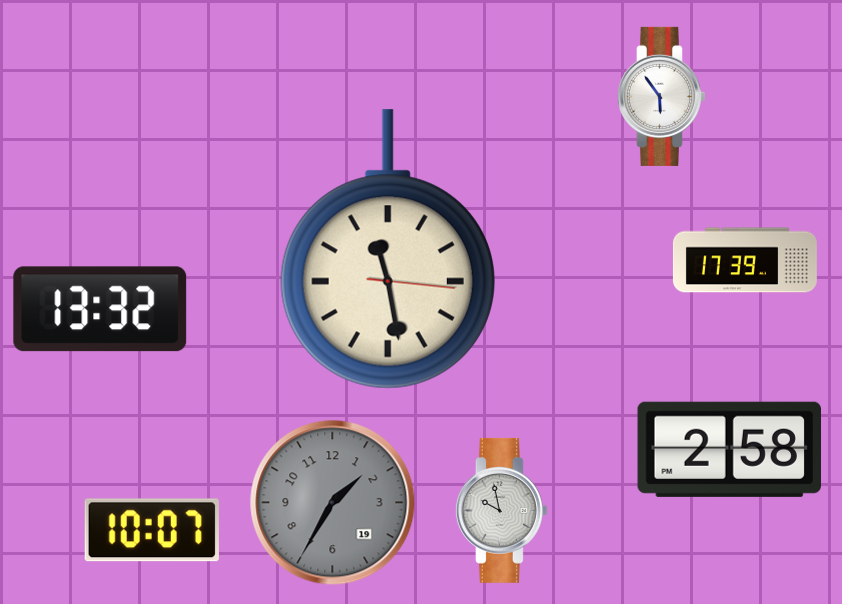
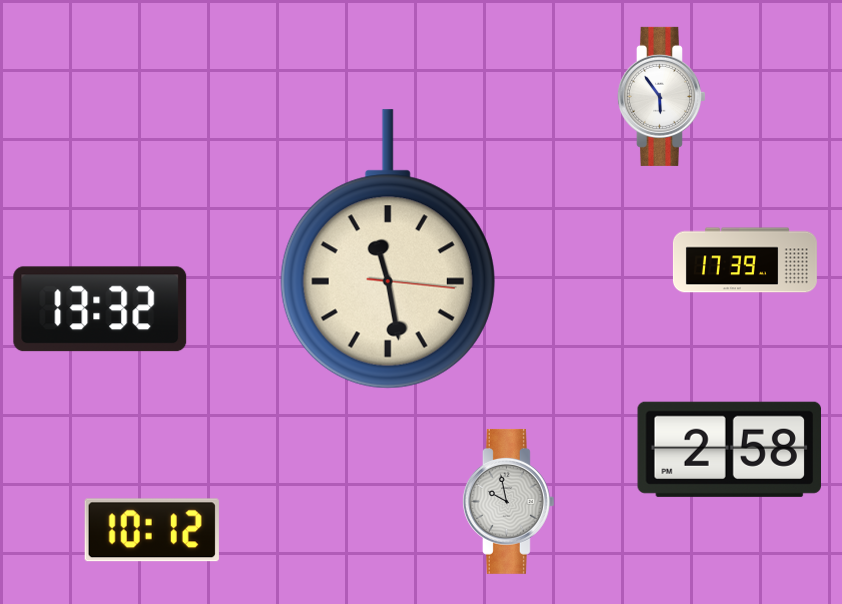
clock at (333, 503): 1:35 -> none
clock at (501, 510) position: (501, 510) -> (508, 501)
clock at (152, 530): 10:07 -> 10:12
